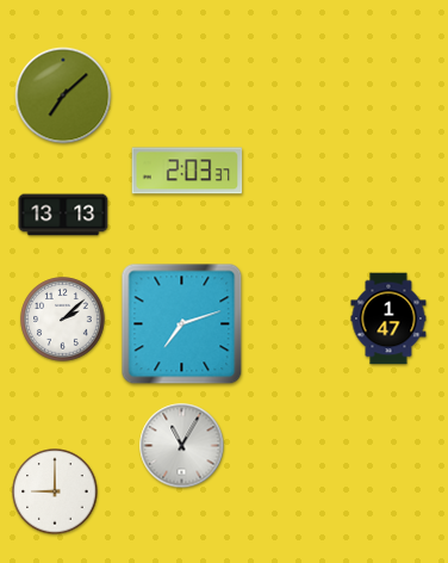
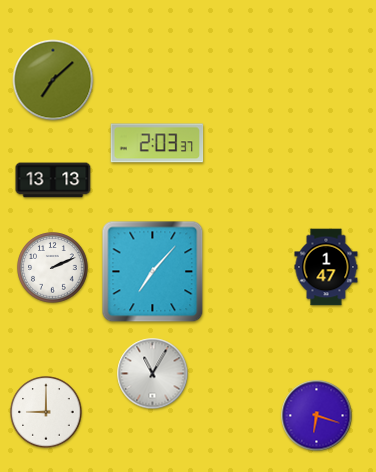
clock at (63, 320): 2:08 -> 2:11
clock at (182, 324): 7:12 -> 7:07
clock at (317, 416): none -> 6:18
